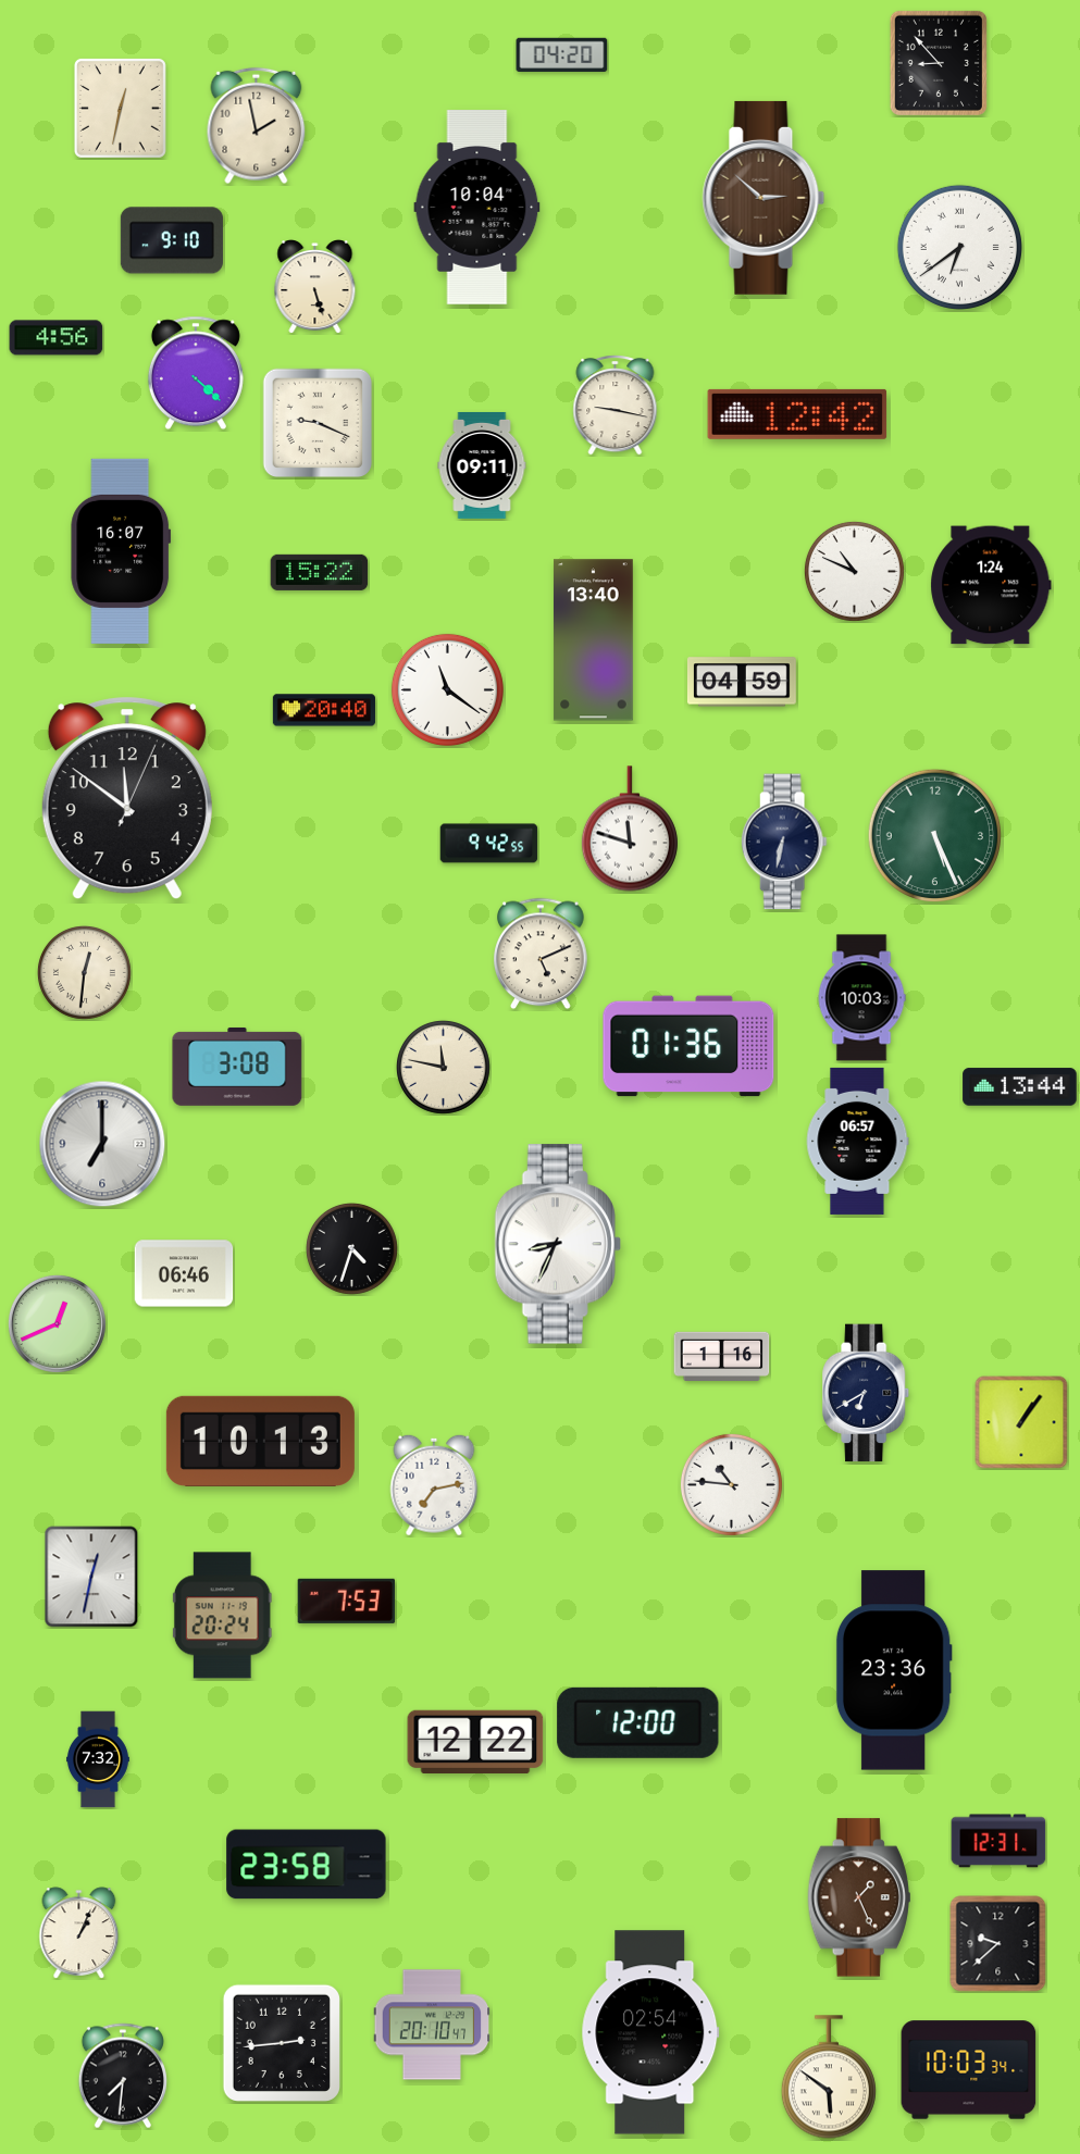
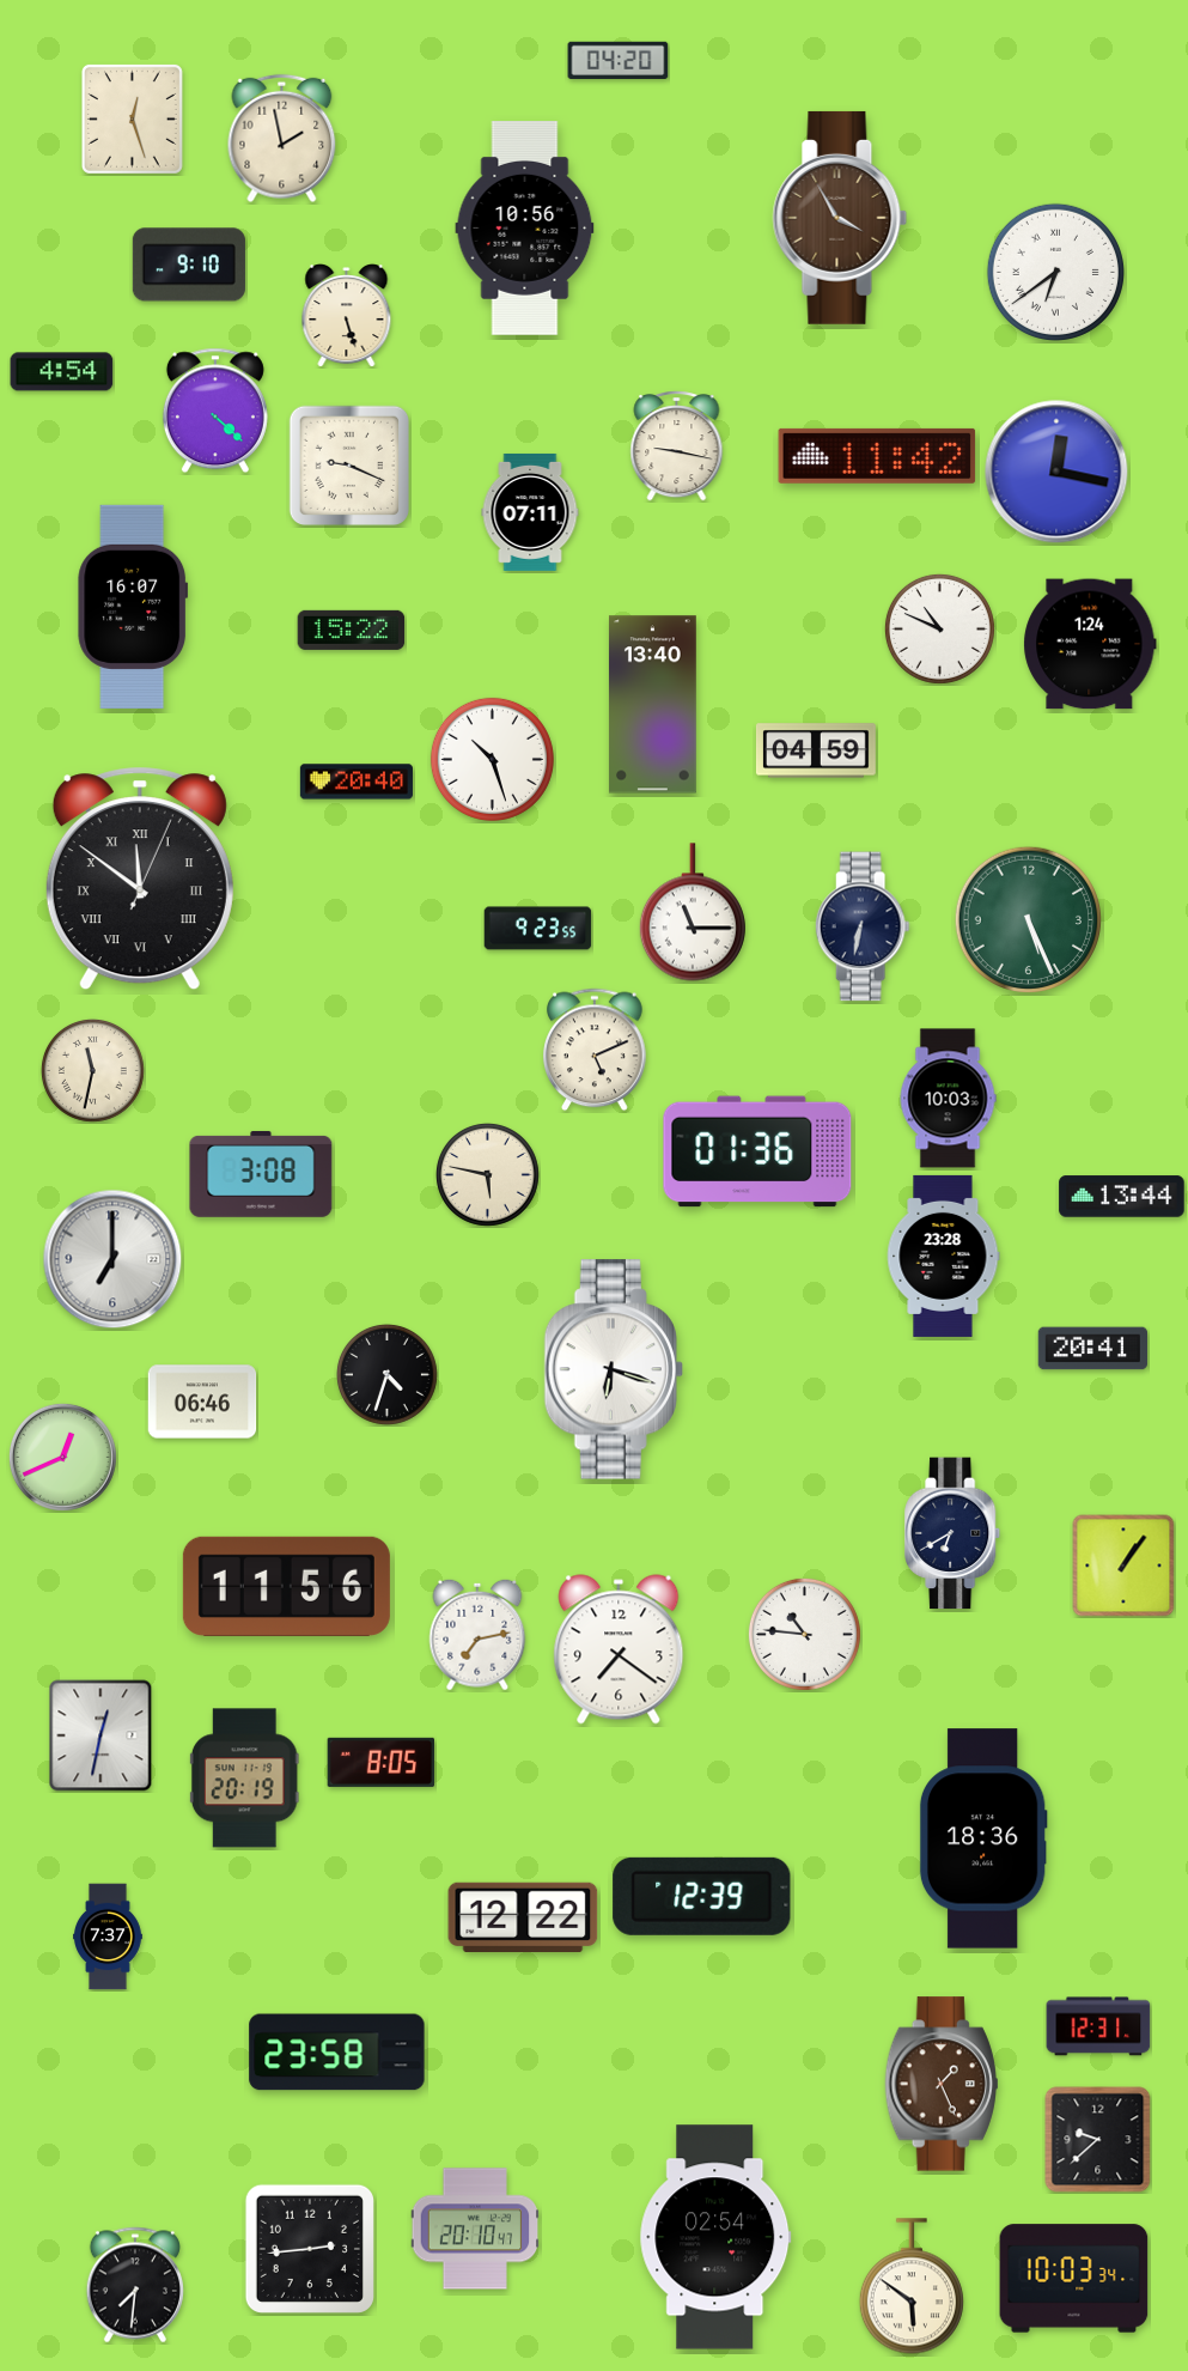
clock at (939, 63): 8:53 -> none
clock at (120, 108): 12:32 -> 12:27
clock at (764, 198): 2:52 -> 3:55
clock at (477, 208): 10:04 -> 10:56
clock at (57, 338): 4:56 -> 4:54
clock at (797, 414): 12:42 -> 11:42
clock at (1056, 472): none -> 12:17
clock at (482, 465): 09:11 -> 07:11
clock at (447, 689): 11:21 -> 10:27
clock at (127, 798) numerals: Arabic -> Roman
clock at (630, 829): 11:48 -> 11:15
clock at (489, 844): 9:42 -> 9:23
clock at (84, 972): 12:31 -> 11:32
clock at (443, 1067): 11:47 -> 5:47
clock at (857, 1141): 06:57 -> 23:28
clock at (1093, 1349): none -> 20:41
clock at (558, 1244): 8:34 -> 6:18
clock at (722, 1356): 1:16 -> none
clock at (260, 1441): 10:13 -> 11:56
clock at (619, 1649): none -> 7:21
clock at (347, 1601): 7:53 -> 8:05
clock at (222, 1616): 20:24 -> 20:19
clock at (894, 1670): 23:36 -> 18:36
clock at (638, 1722): 12:00 -> 12:39
clock at (99, 1759): 7:32 -> 7:37
clock at (859, 1897) position: (859, 1897) -> (942, 2084)
clock at (79, 1933): 1:04 -> none
clock at (969, 2070) position: (969, 2070) -> (1074, 2279)
